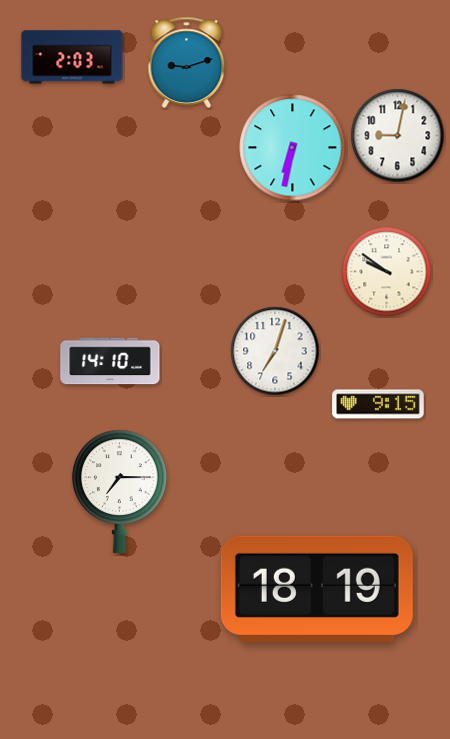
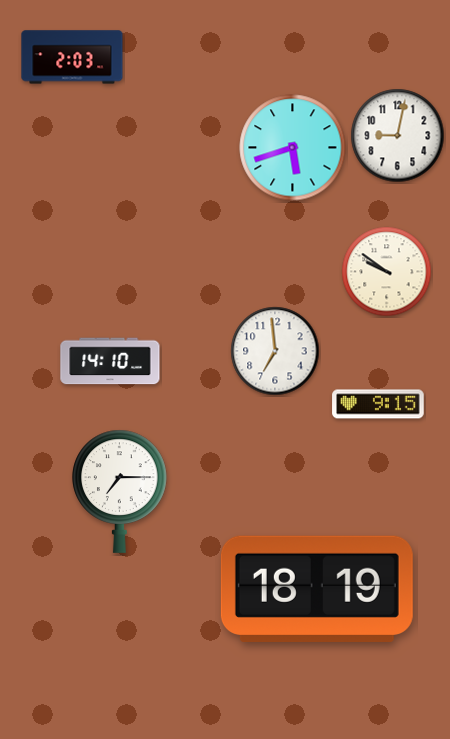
clock at (187, 62): 9:12 -> none
clock at (293, 148): 6:32 -> 5:42
clock at (275, 351): 7:03 -> 6:59
